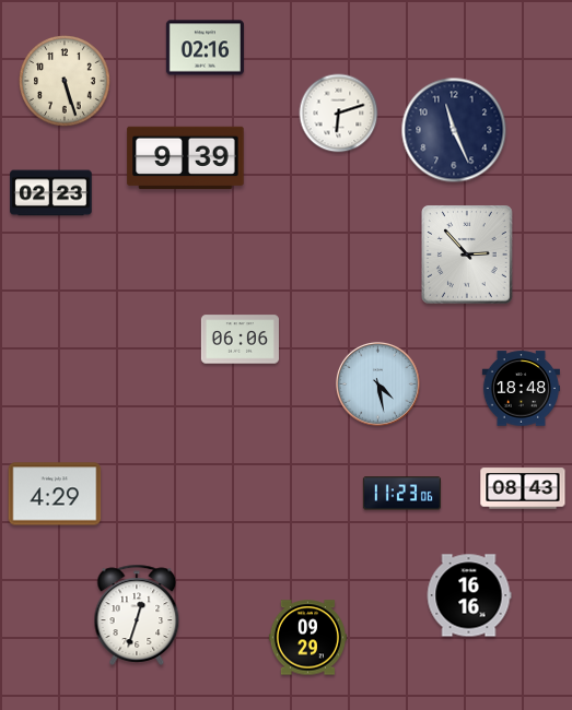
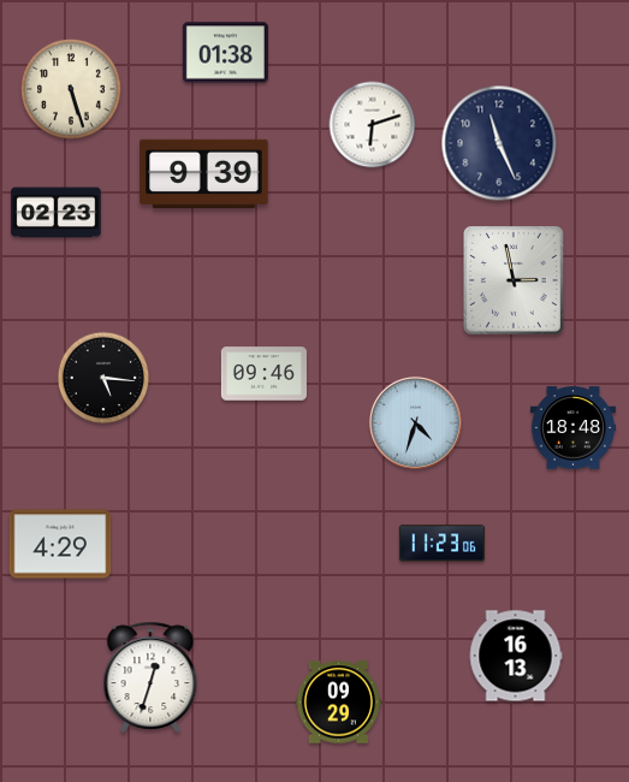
clock at (205, 48): 02:16 -> 01:38
clock at (468, 256): 2:53 -> 2:58
clock at (240, 340): 06:06 -> 09:46
clock at (103, 378): none -> 5:16
clock at (377, 383): 4:28 -> 4:33
clock at (523, 488): 08:43 -> none
clock at (469, 595): 16:16 -> 16:13
